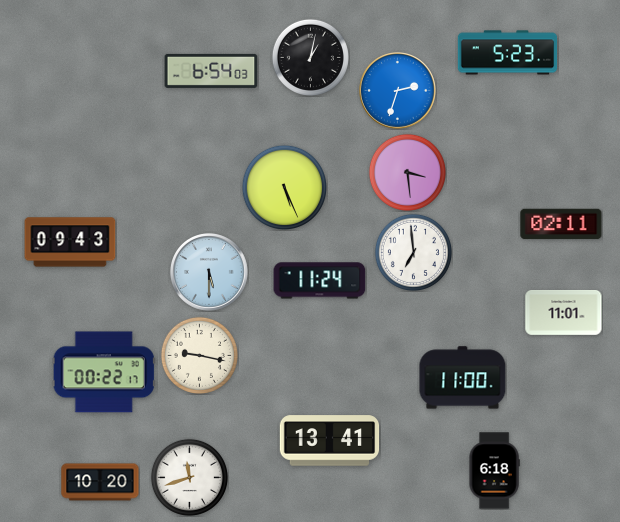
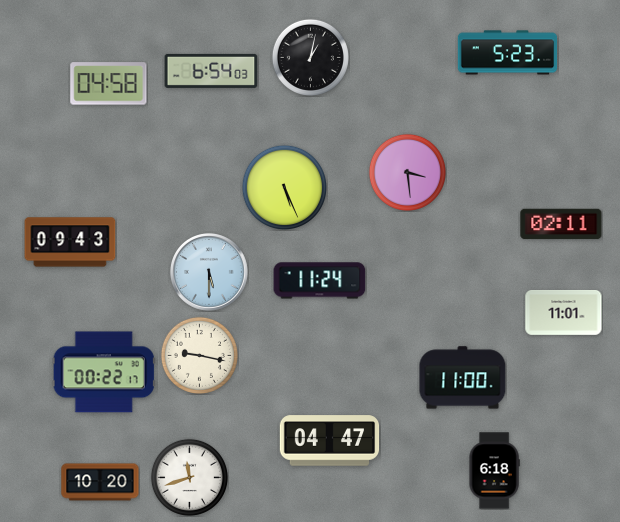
clock at (109, 84): none -> 04:58
clock at (398, 91): 2:33 -> none
clock at (413, 252): 6:59 -> none
clock at (330, 441): 13:41 -> 04:47
